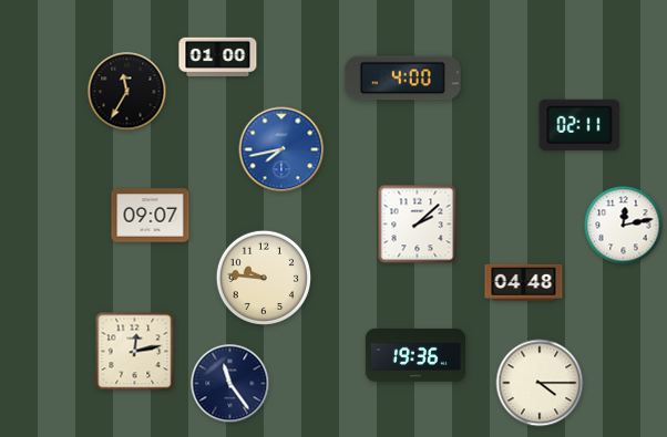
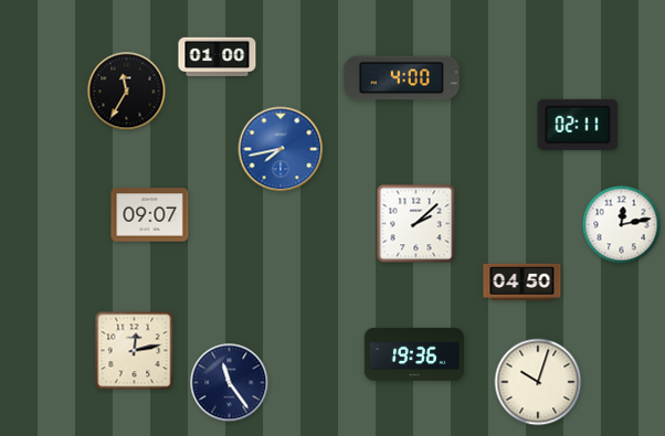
clock at (264, 278): 9:46 -> none
clock at (524, 282): 04:48 -> 04:50
clock at (540, 383): 4:15 -> 10:03
